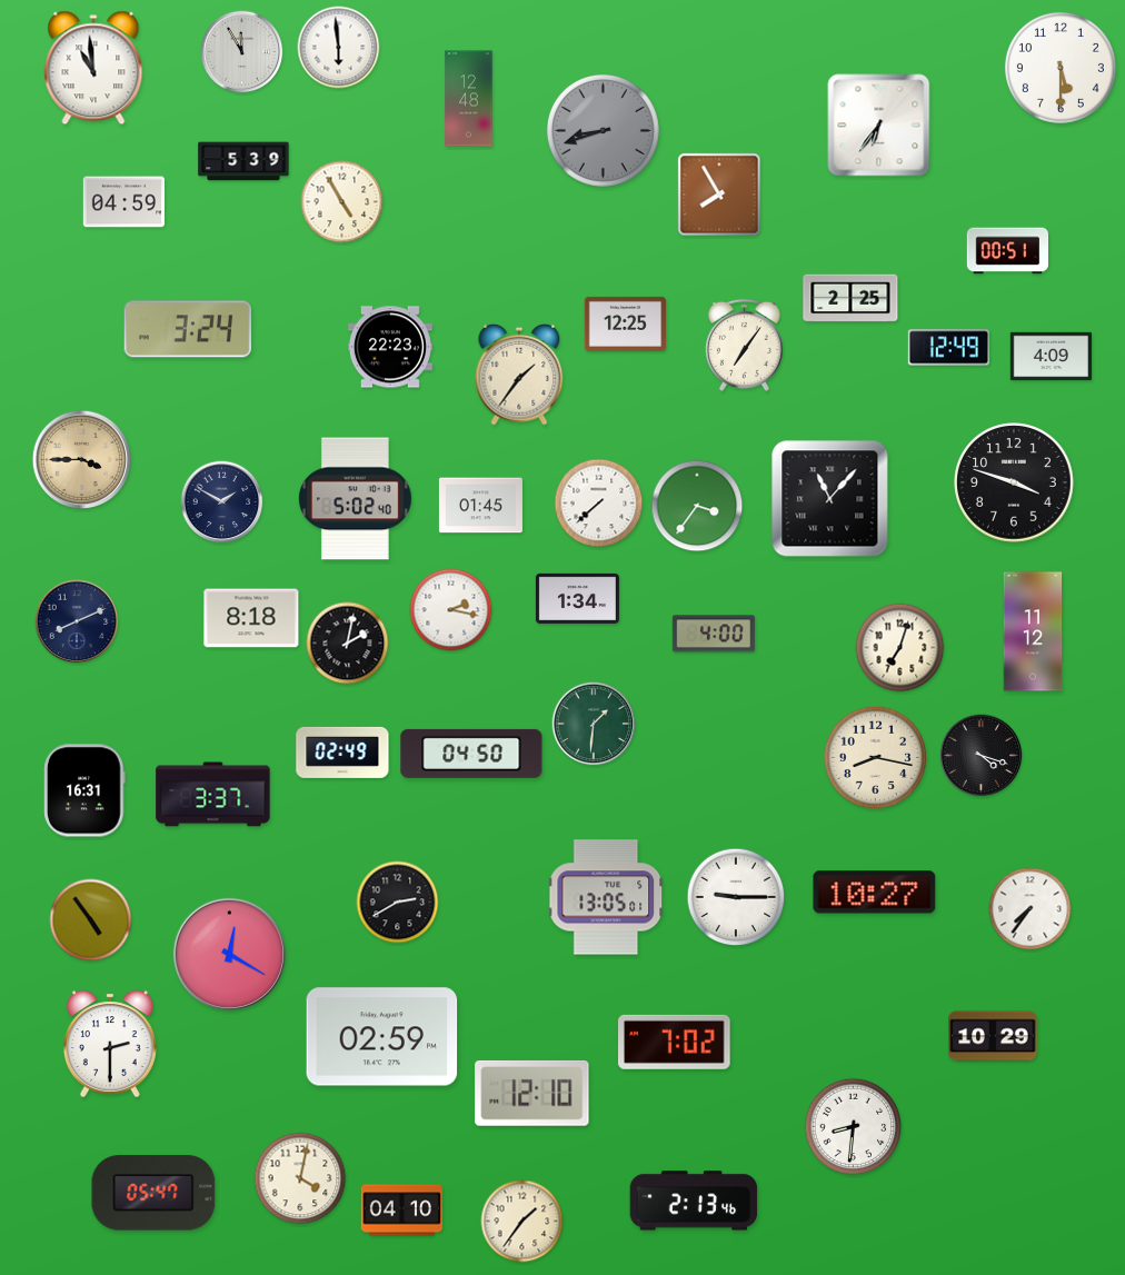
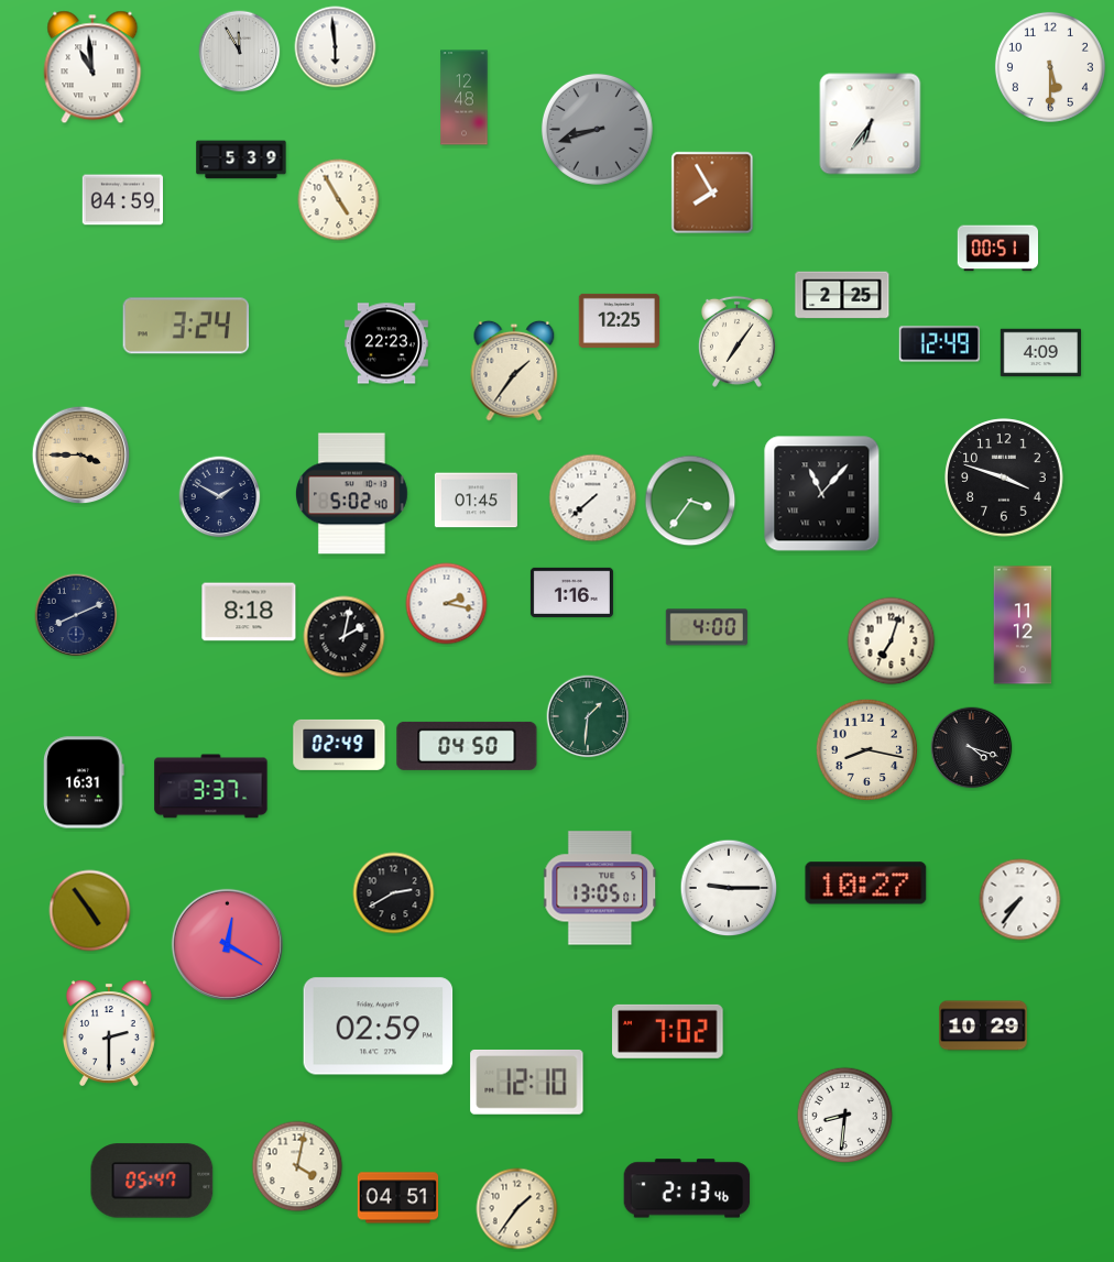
clock at (577, 598): 1:34 -> 1:16
clock at (402, 1211): 04:10 -> 04:51
